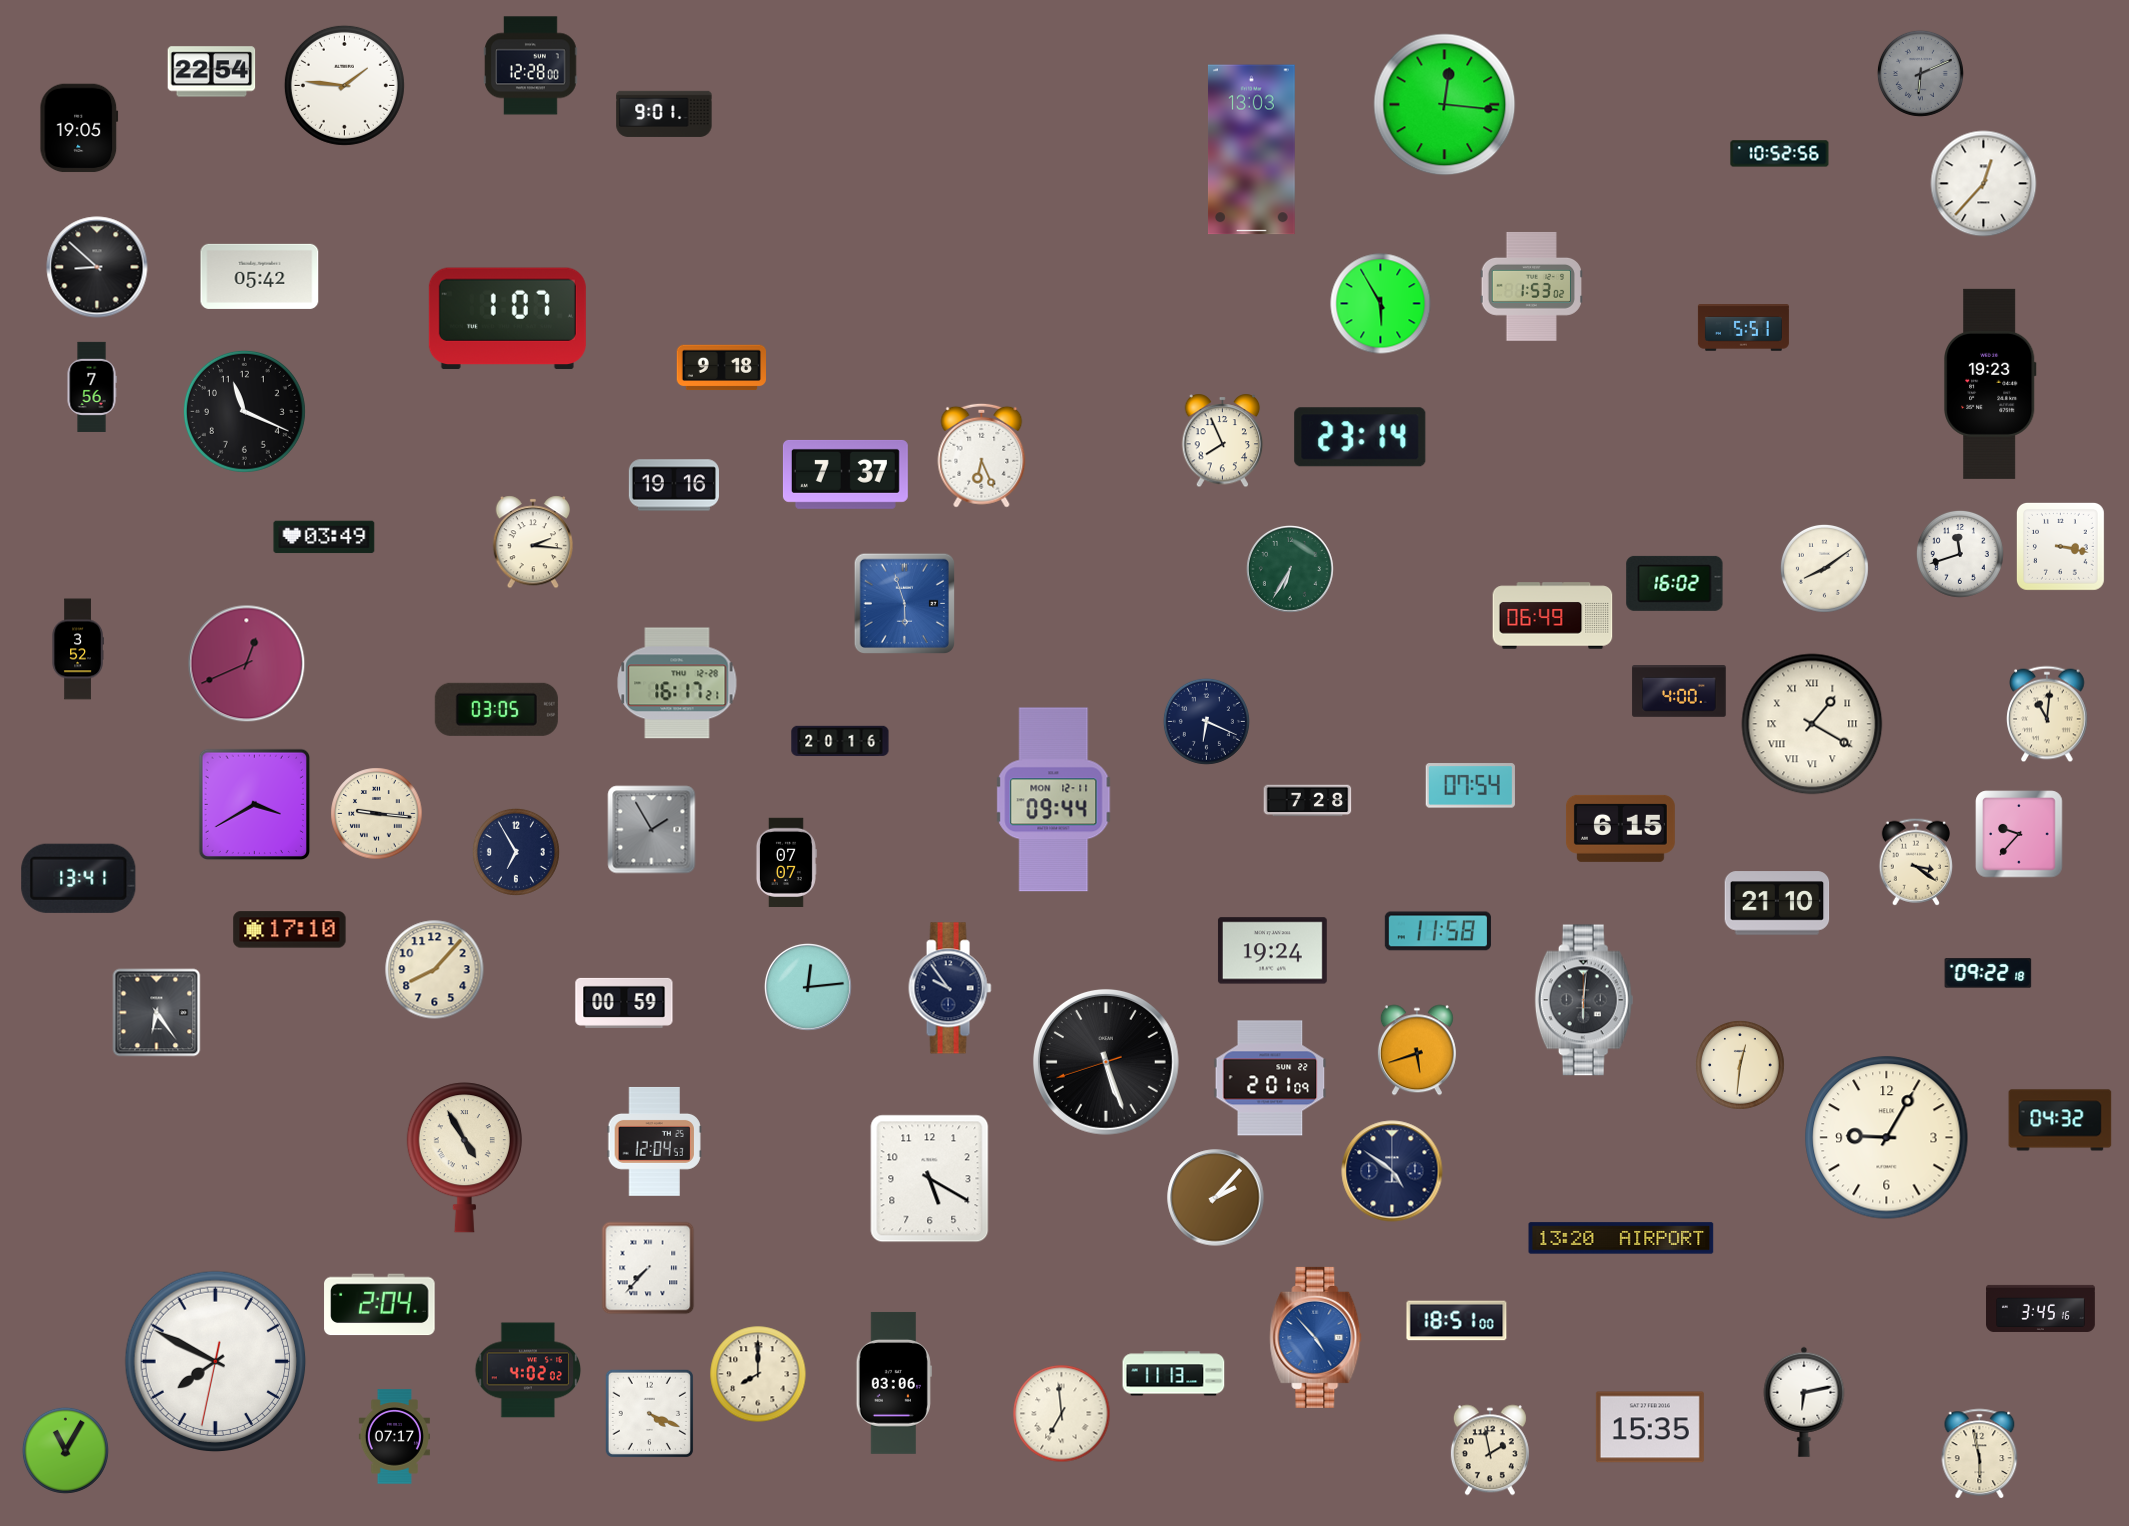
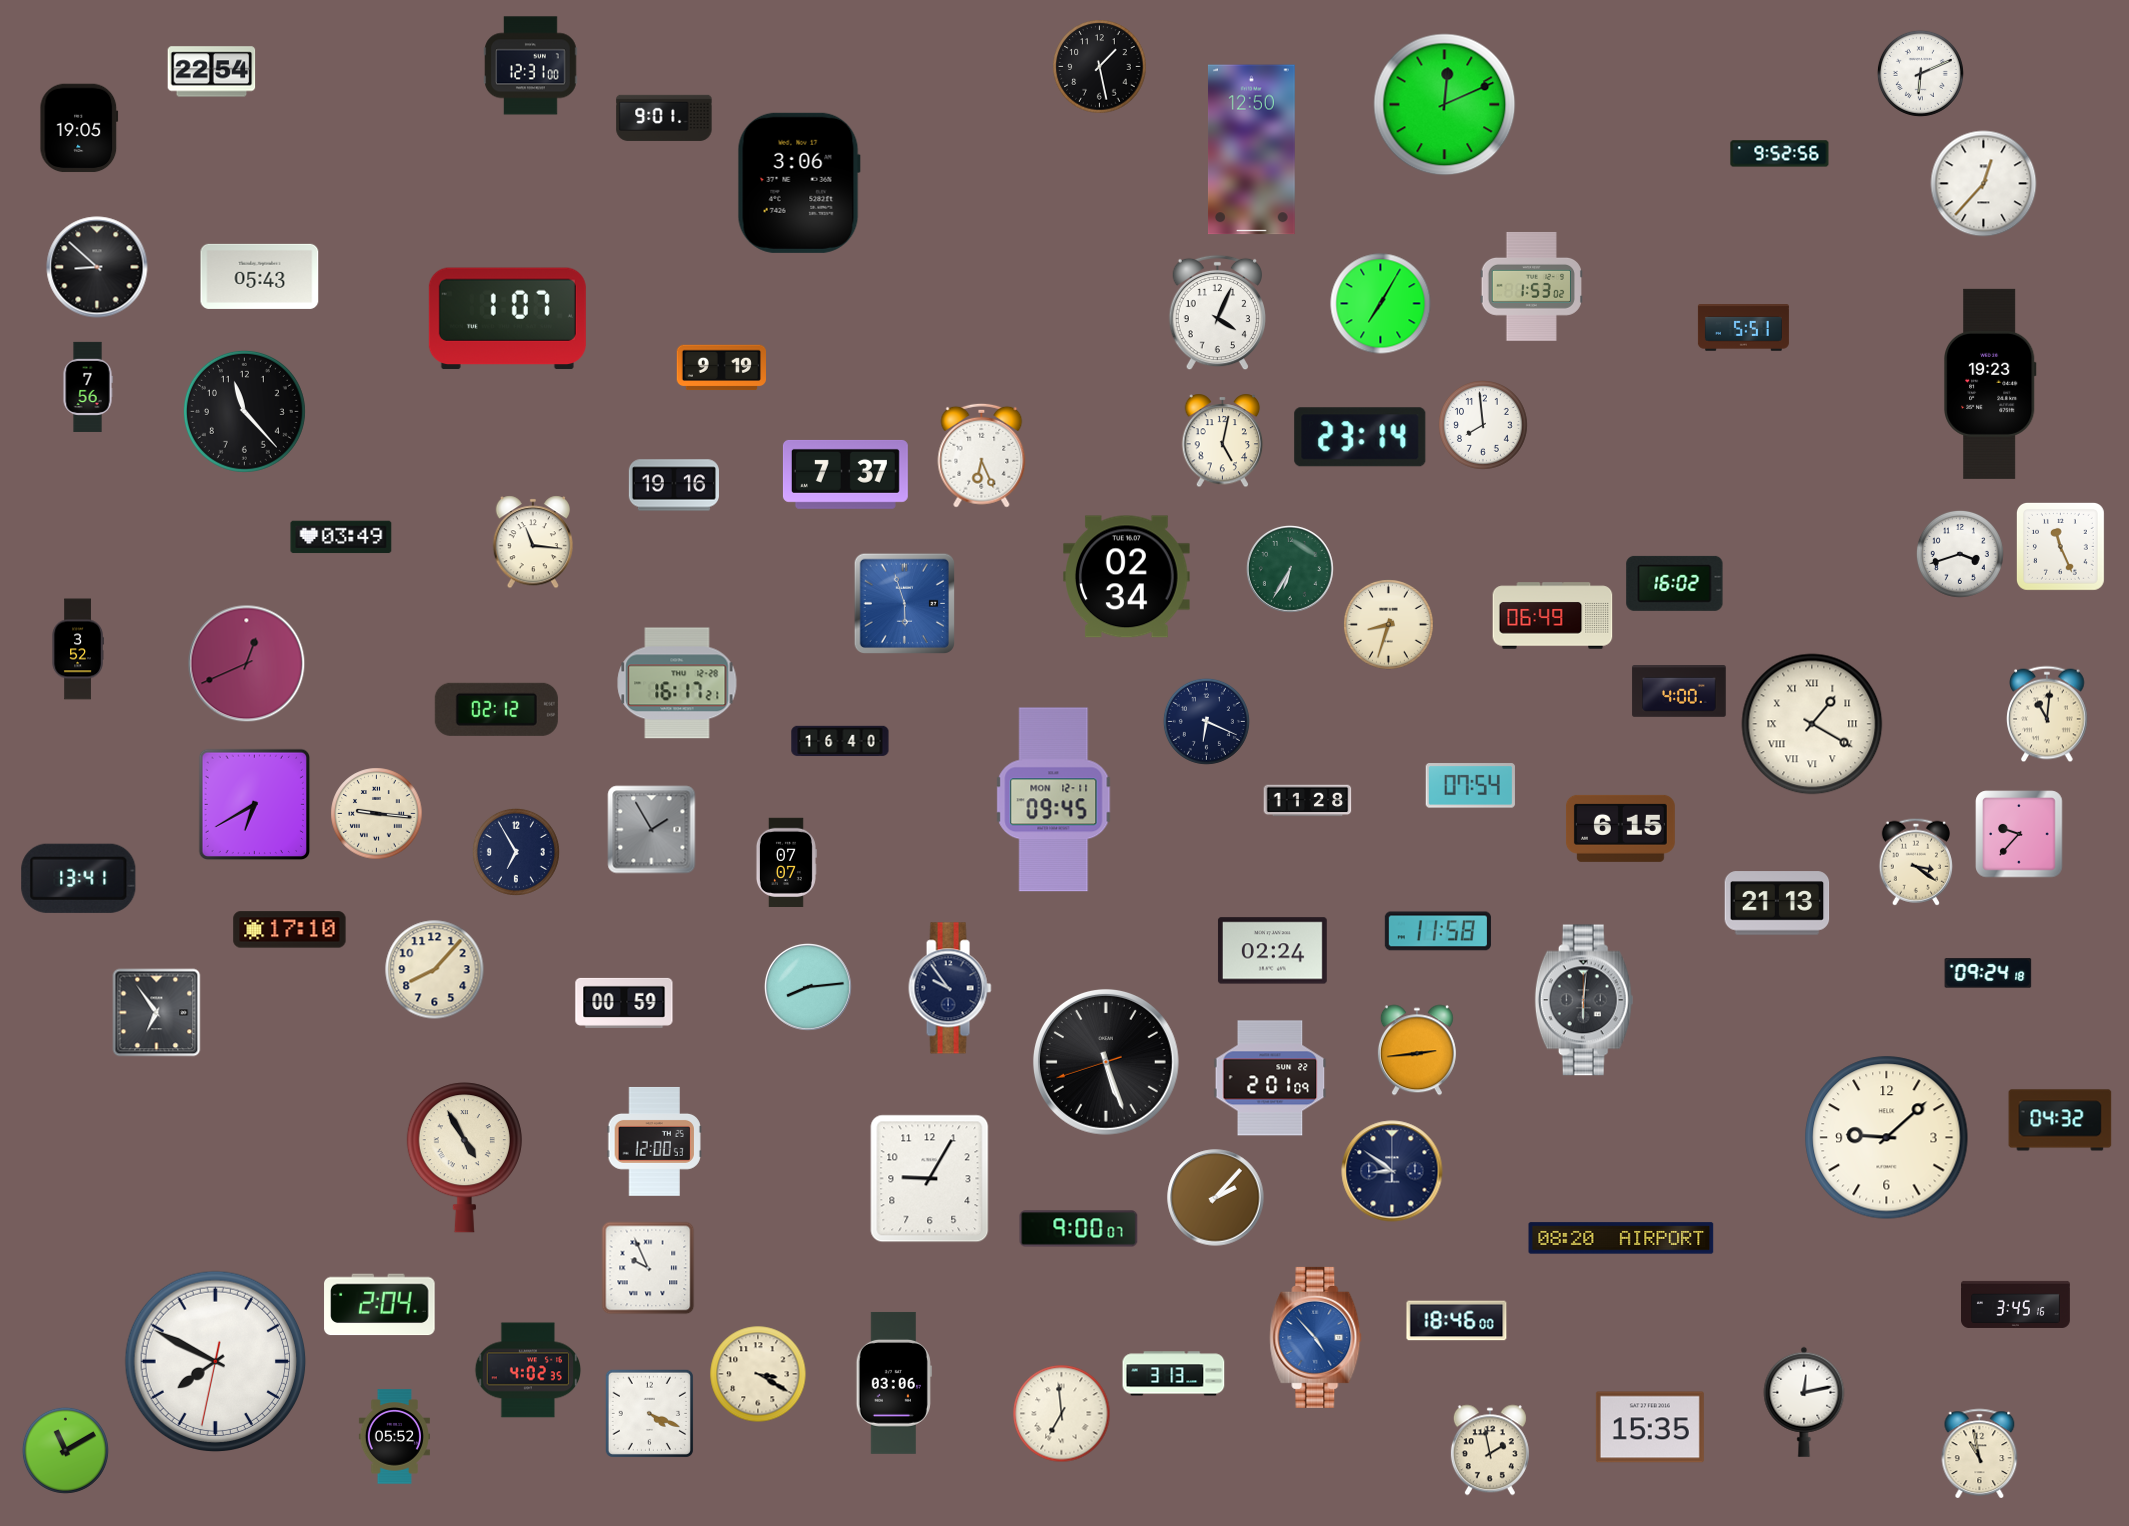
clock at (531, 66): 12:28 -> 12:31
clock at (1100, 67): none -> 1:28
clock at (1920, 73) dial: grey -> white
clock at (344, 85): 1:46 -> none
clock at (1445, 105): 12:16 -> 12:11
clock at (664, 114) position: (664, 114) -> (664, 118)
clock at (1251, 150): 13:03 -> 12:50
clock at (1780, 154): 10:52 -> 9:52
clock at (799, 183): none -> 3:06
clock at (260, 276): 05:42 -> 05:43
clock at (1381, 304): 5:55 -> 7:05
clock at (1217, 313): none -> 4:04
clock at (721, 368): 9:18 -> 9:19
clock at (92, 387) position: (92, 387) -> (88, 387)
clock at (244, 411): 11:19 -> 11:23
clock at (1484, 426): none -> 7:59
clock at (1223, 441): 7:56 -> 5:02
clock at (324, 537) position: (324, 537) -> (341, 537)
clock at (532, 542): 2:16 -> 11:16
clock at (2060, 546): 3:17 -> 11:26
clock at (1960, 554): 11:42 -> 3:42
clock at (1824, 568): 8:09 -> none
clock at (1127, 577): none -> 02:34
clock at (1389, 625): none -> 8:33
clock at (496, 709): 03:05 -> 02:12
clock at (840, 741): 20:16 -> 16:40
clock at (1054, 800): 09:44 -> 09:45
clock at (1308, 801): 7:28 -> 11:28
clock at (255, 805): 3:40 -> 6:40
clock at (1777, 903): 21:10 -> 21:13
clock at (1272, 951): 19:24 -> 02:24
clock at (1988, 973): 09:22 -> 09:24
clock at (808, 987): 12:14 -> 8:14
clock at (157, 1013): 6:24 -> 6:54
clock at (1417, 1050): 5:42 -> 2:44
clock at (1741, 1066): 12:31 -> none
clock at (1887, 1138): 9:05 -> 9:08
clock at (654, 1141): 12:04 -> 12:00
clock at (1392, 1171): 4:51 -> 8:51
clock at (930, 1179): 5:20 -> 9:05
clock at (1079, 1229): none -> 9:00
clock at (1621, 1238): 13:20 -> 08:20
clock at (648, 1268): 7:37 -> 9:56
clock at (2041, 1308) position: (2041, 1308) -> (2016, 1304)
clock at (1457, 1321): 18:51 -> 18:46
clock at (528, 1370): 4:02:02 -> 4:02:35
clock at (758, 1374): 8:00 -> 3:20
clock at (1174, 1374): 11:13 -> 3:13
clock at (1804, 1402): 6:13 -> 12:13
clock at (394, 1437): 07:17 -> 05:52
clock at (65, 1450): 11:05 -> 11:10
clock at (1980, 1453): 5:58 -> 10:58
